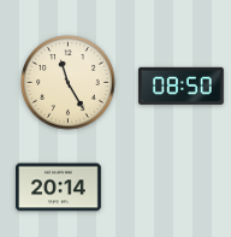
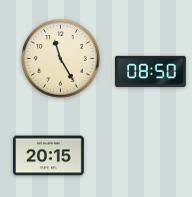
clock at (69, 83) position: (69, 83) -> (61, 59)
clock at (59, 188): 20:14 -> 20:15
